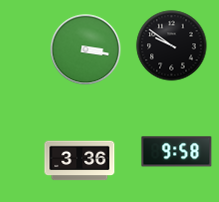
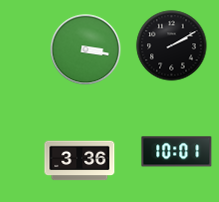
clock at (172, 46): 9:51 -> 2:10
clock at (177, 152): 9:58 -> 10:01
